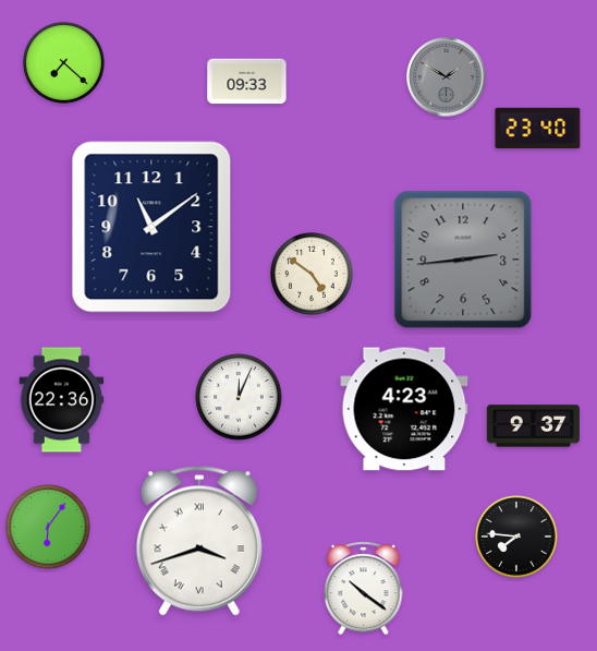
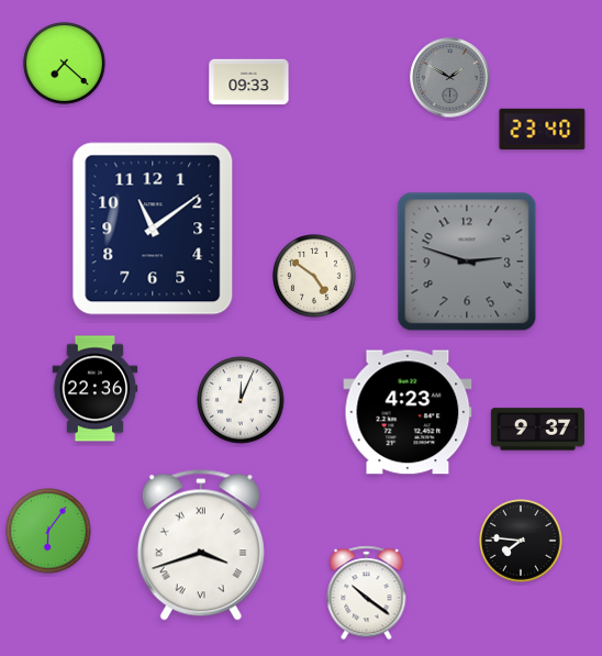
clock at (463, 260): 2:44 -> 2:48
clock at (62, 400) position: (62, 400) -> (96, 389)
